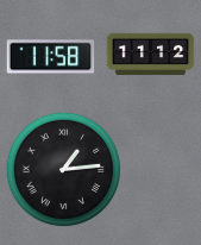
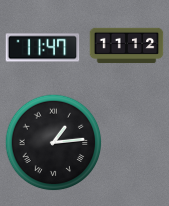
clock at (51, 57): 11:58 -> 11:47
